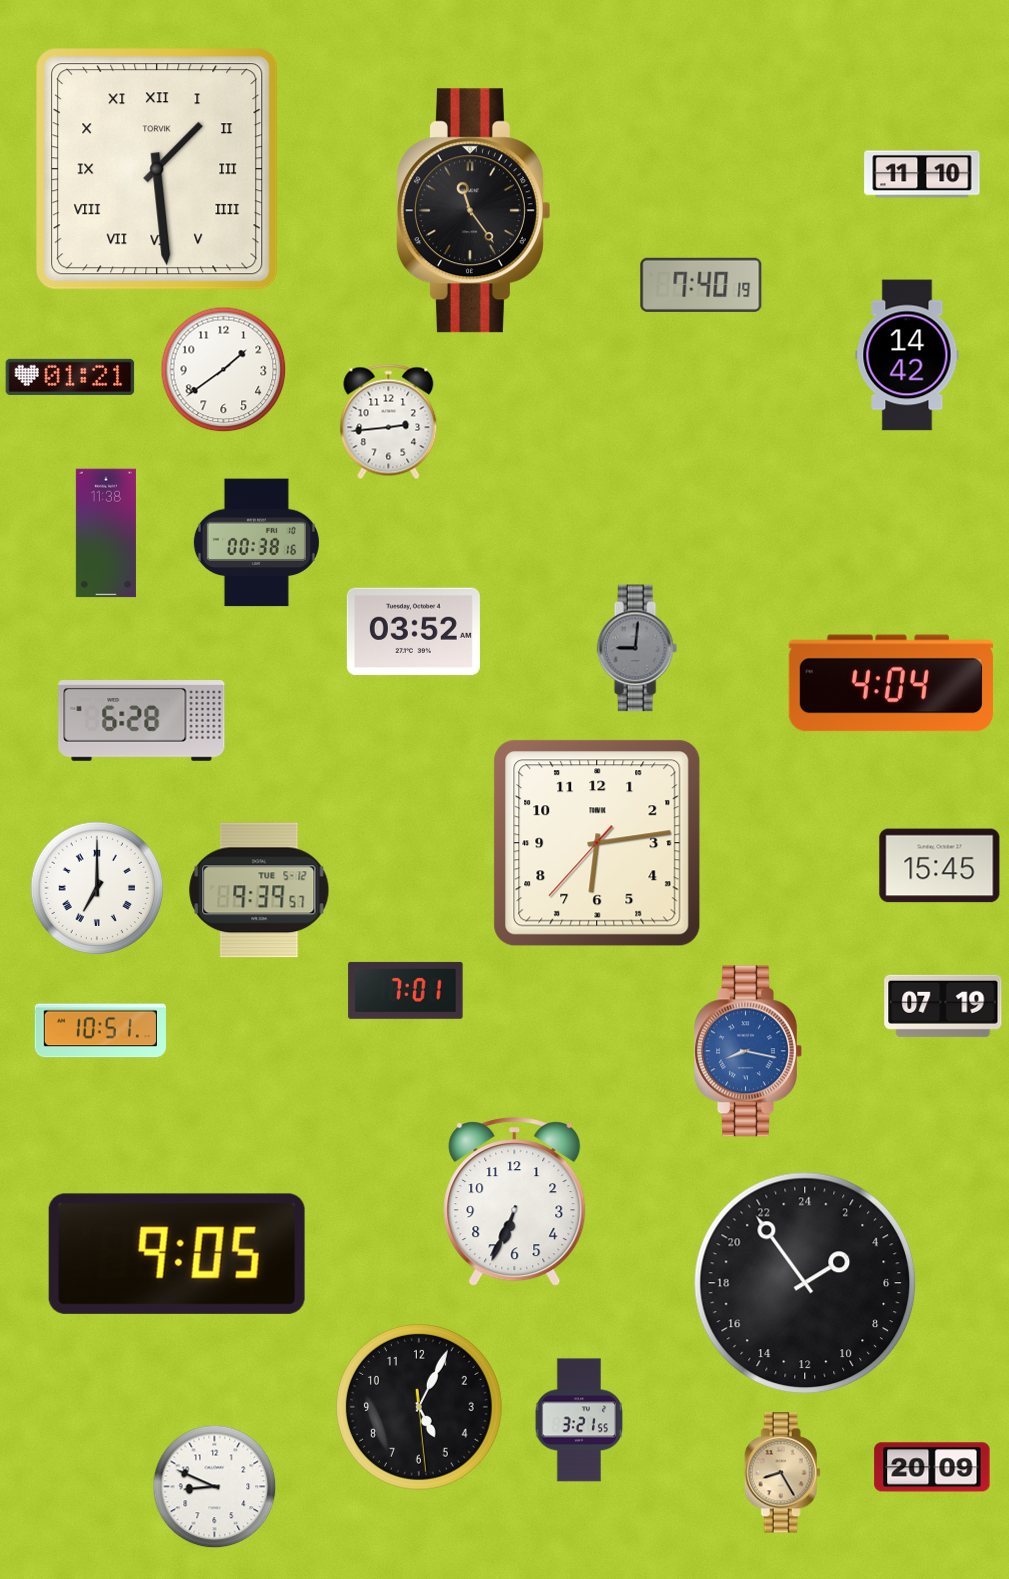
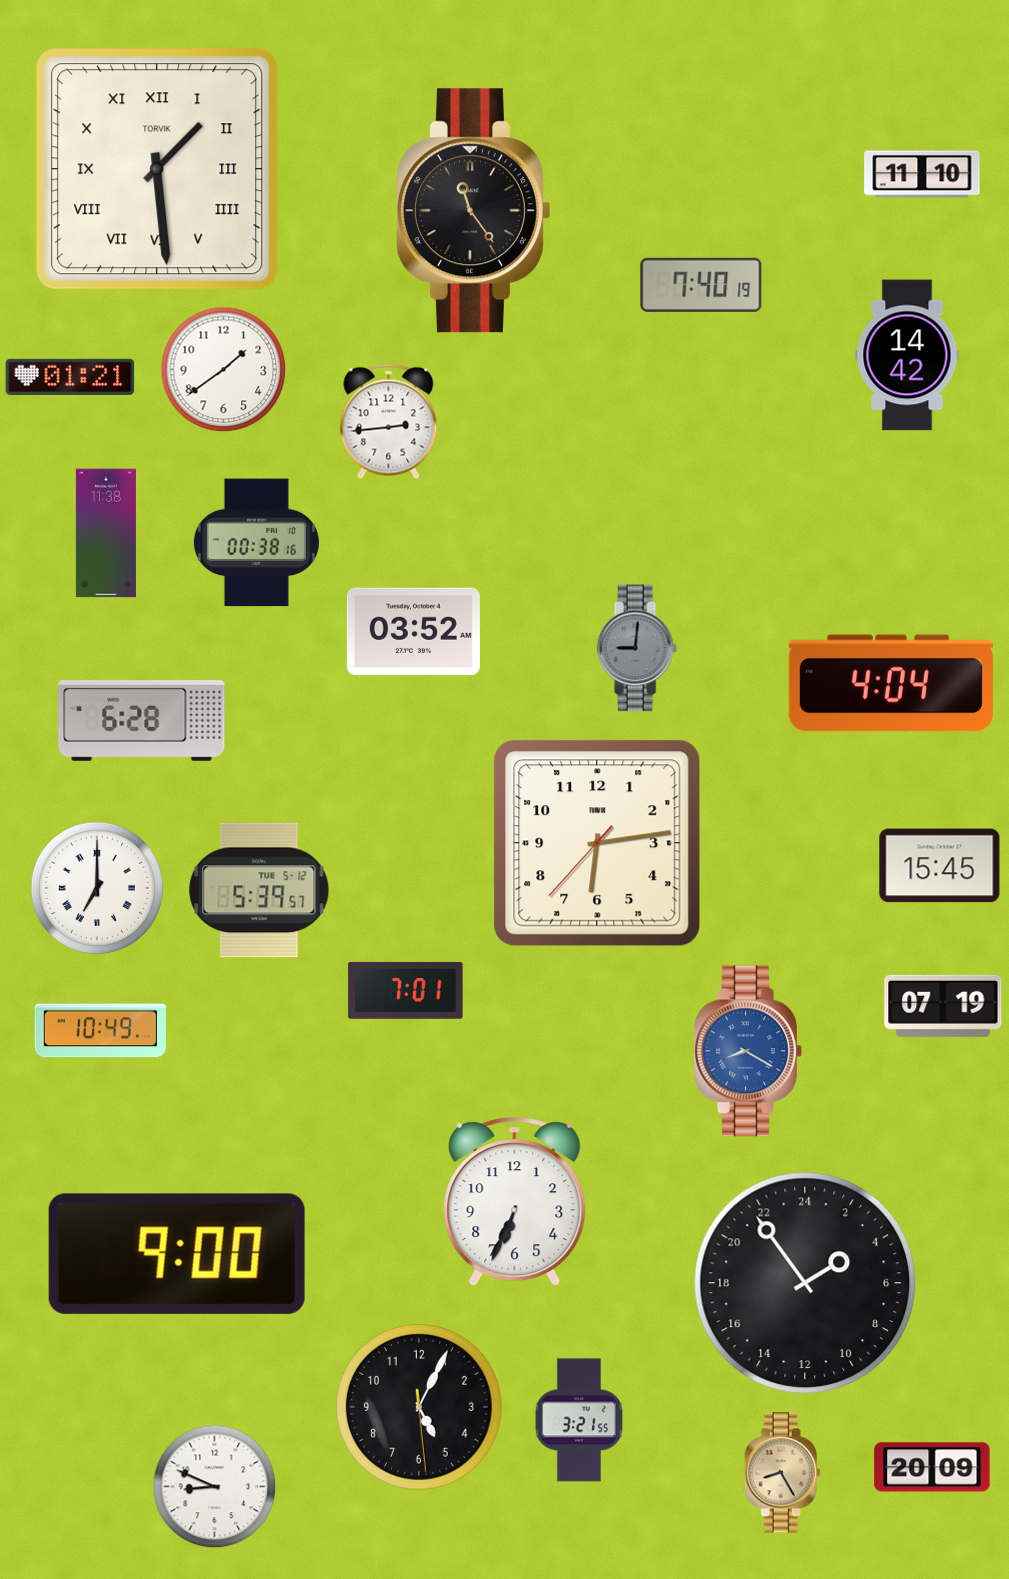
clock at (259, 890): 9:39 -> 5:39
clock at (100, 1031): 10:51 -> 10:49
clock at (748, 1051): 8:17 -> 8:20
clock at (177, 1254): 9:05 -> 9:00
